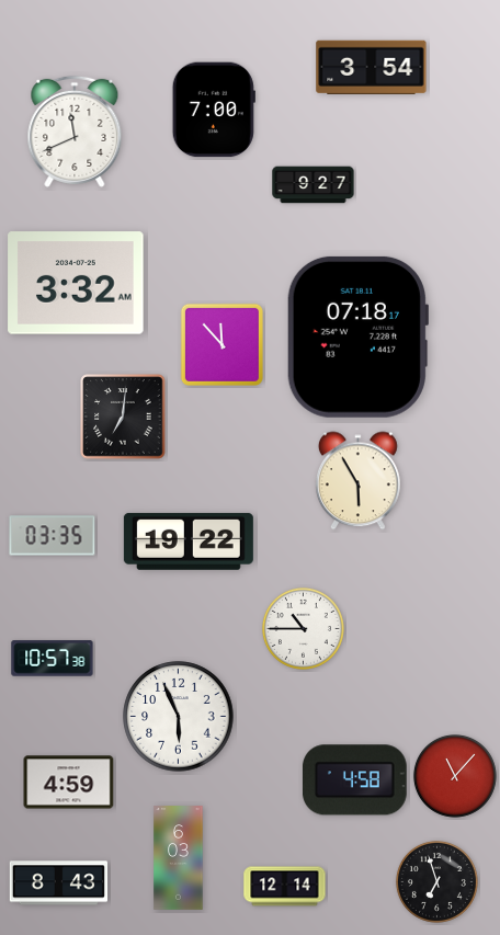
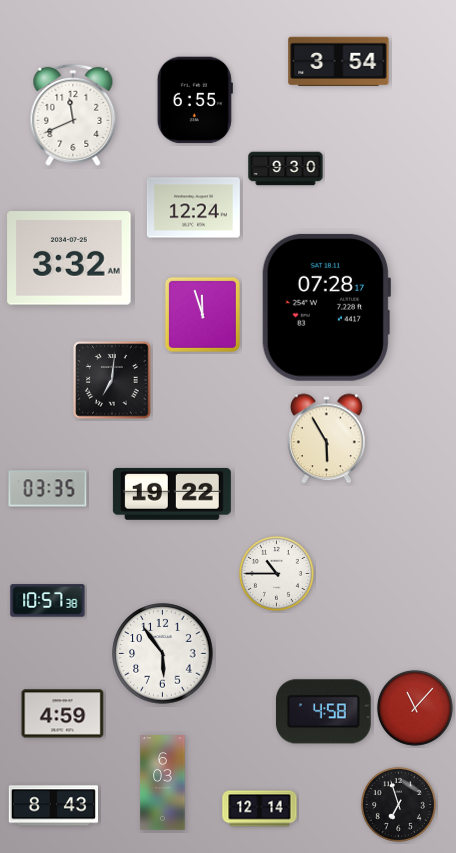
clock at (214, 110): 7:00 -> 6:55
clock at (75, 132) position: (75, 132) -> (73, 115)
clock at (314, 185): 9:27 -> 9:30
clock at (193, 208): none -> 12:24
clock at (356, 337): 07:18 -> 07:28
clock at (221, 344): 11:53 -> 11:57
clock at (179, 717): 5:56 -> 5:54
